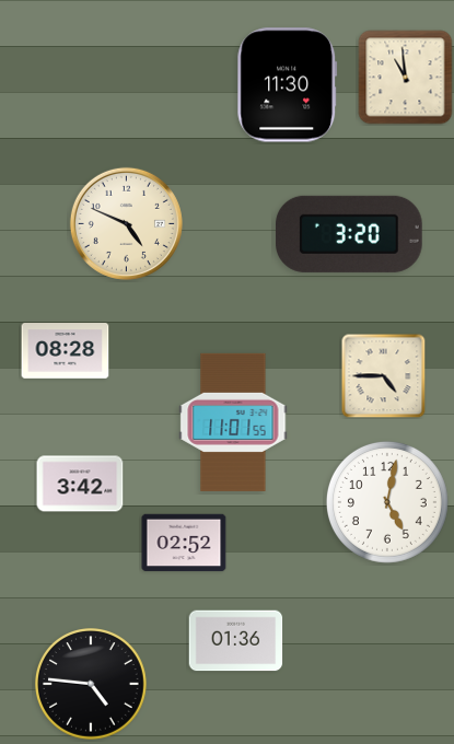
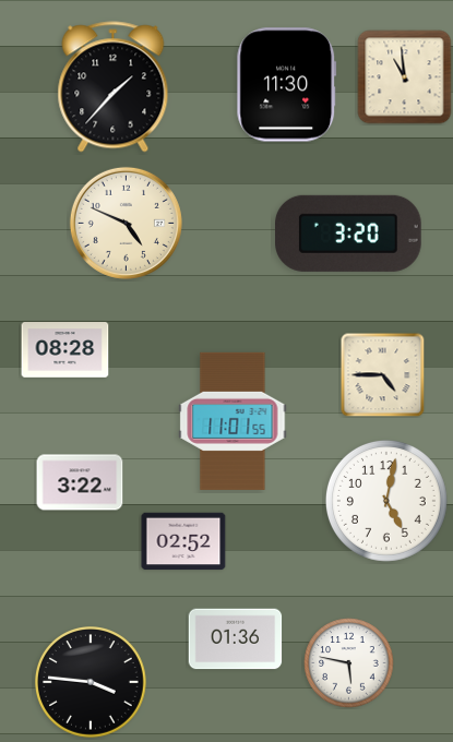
clock at (114, 87): none -> 1:37
clock at (80, 484): 3:42 -> 3:22
clock at (349, 663): none -> 5:47
clock at (92, 685): 4:46 -> 3:46
